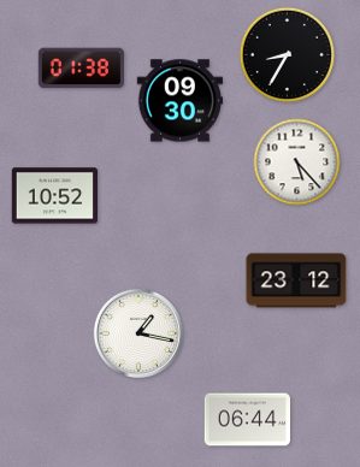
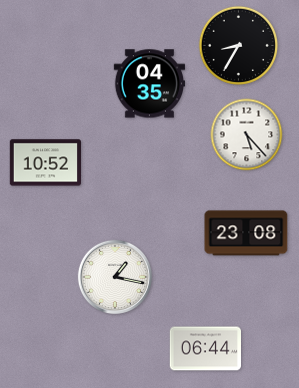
clock at (81, 69): 01:38 -> none
clock at (179, 101): 09:30 -> 04:35
clock at (296, 280): 23:12 -> 23:08
